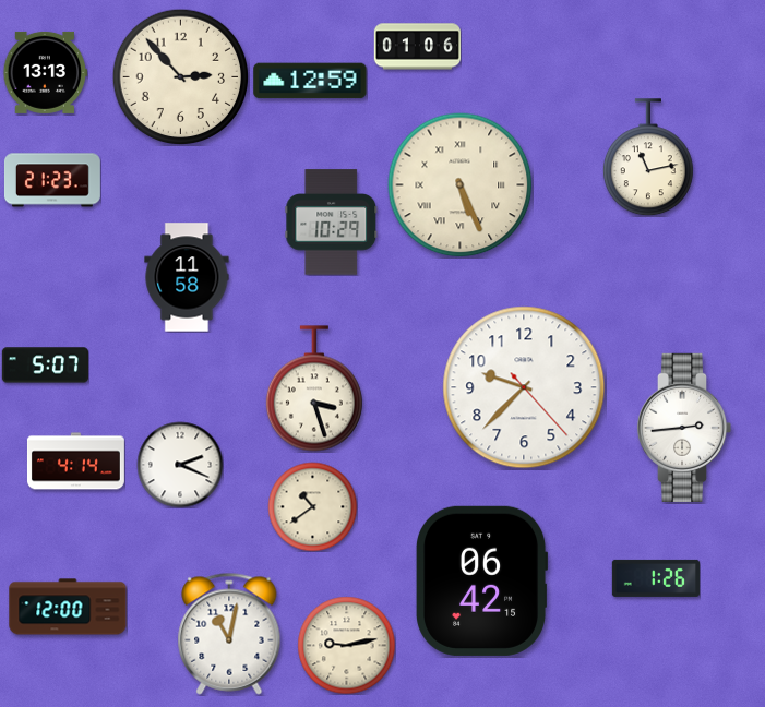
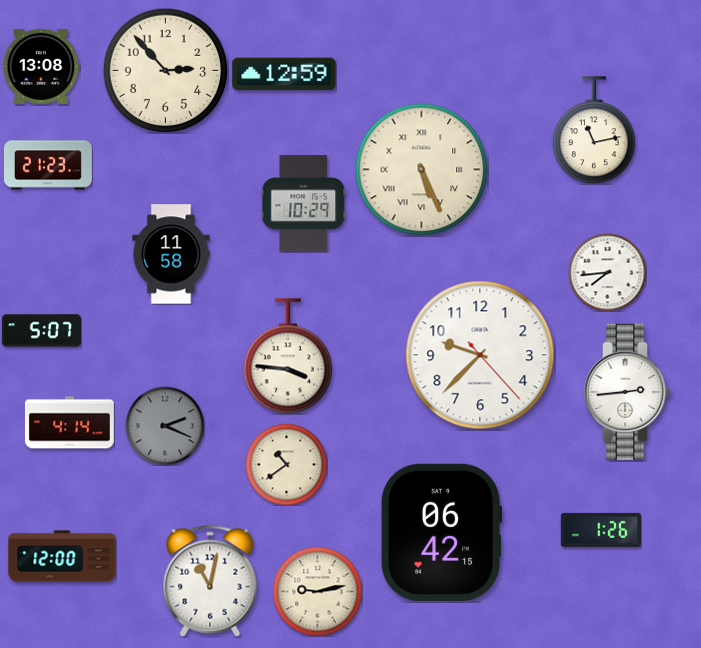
clock at (417, 47): 01:06 -> none
clock at (45, 72): 13:13 -> 13:08
clock at (648, 157) position: (648, 157) -> (594, 130)
clock at (607, 272): none -> 7:44
clock at (45, 366) position: (45, 366) -> (41, 331)
clock at (314, 388): 3:27 -> 3:46
clock at (180, 465) dial: white -> grey
